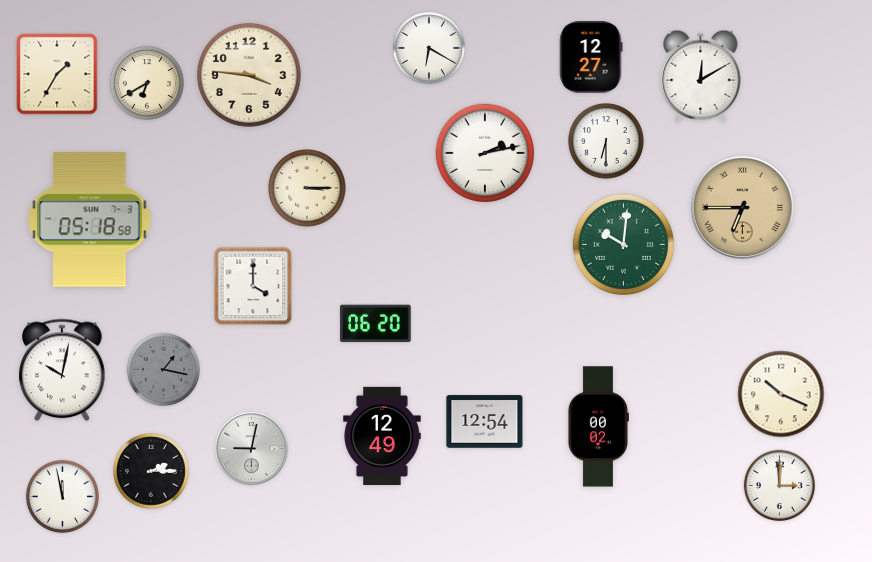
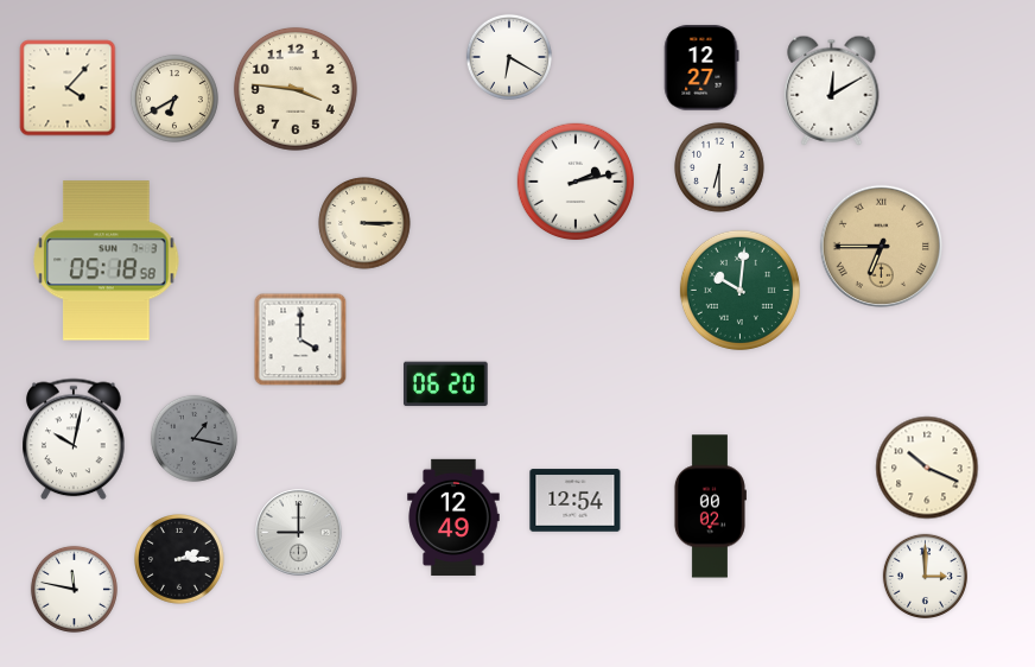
clock at (57, 74): 1:35 -> 4:07
clock at (252, 449): 9:02 -> 9:00
clock at (62, 496): 11:58 -> 11:47
